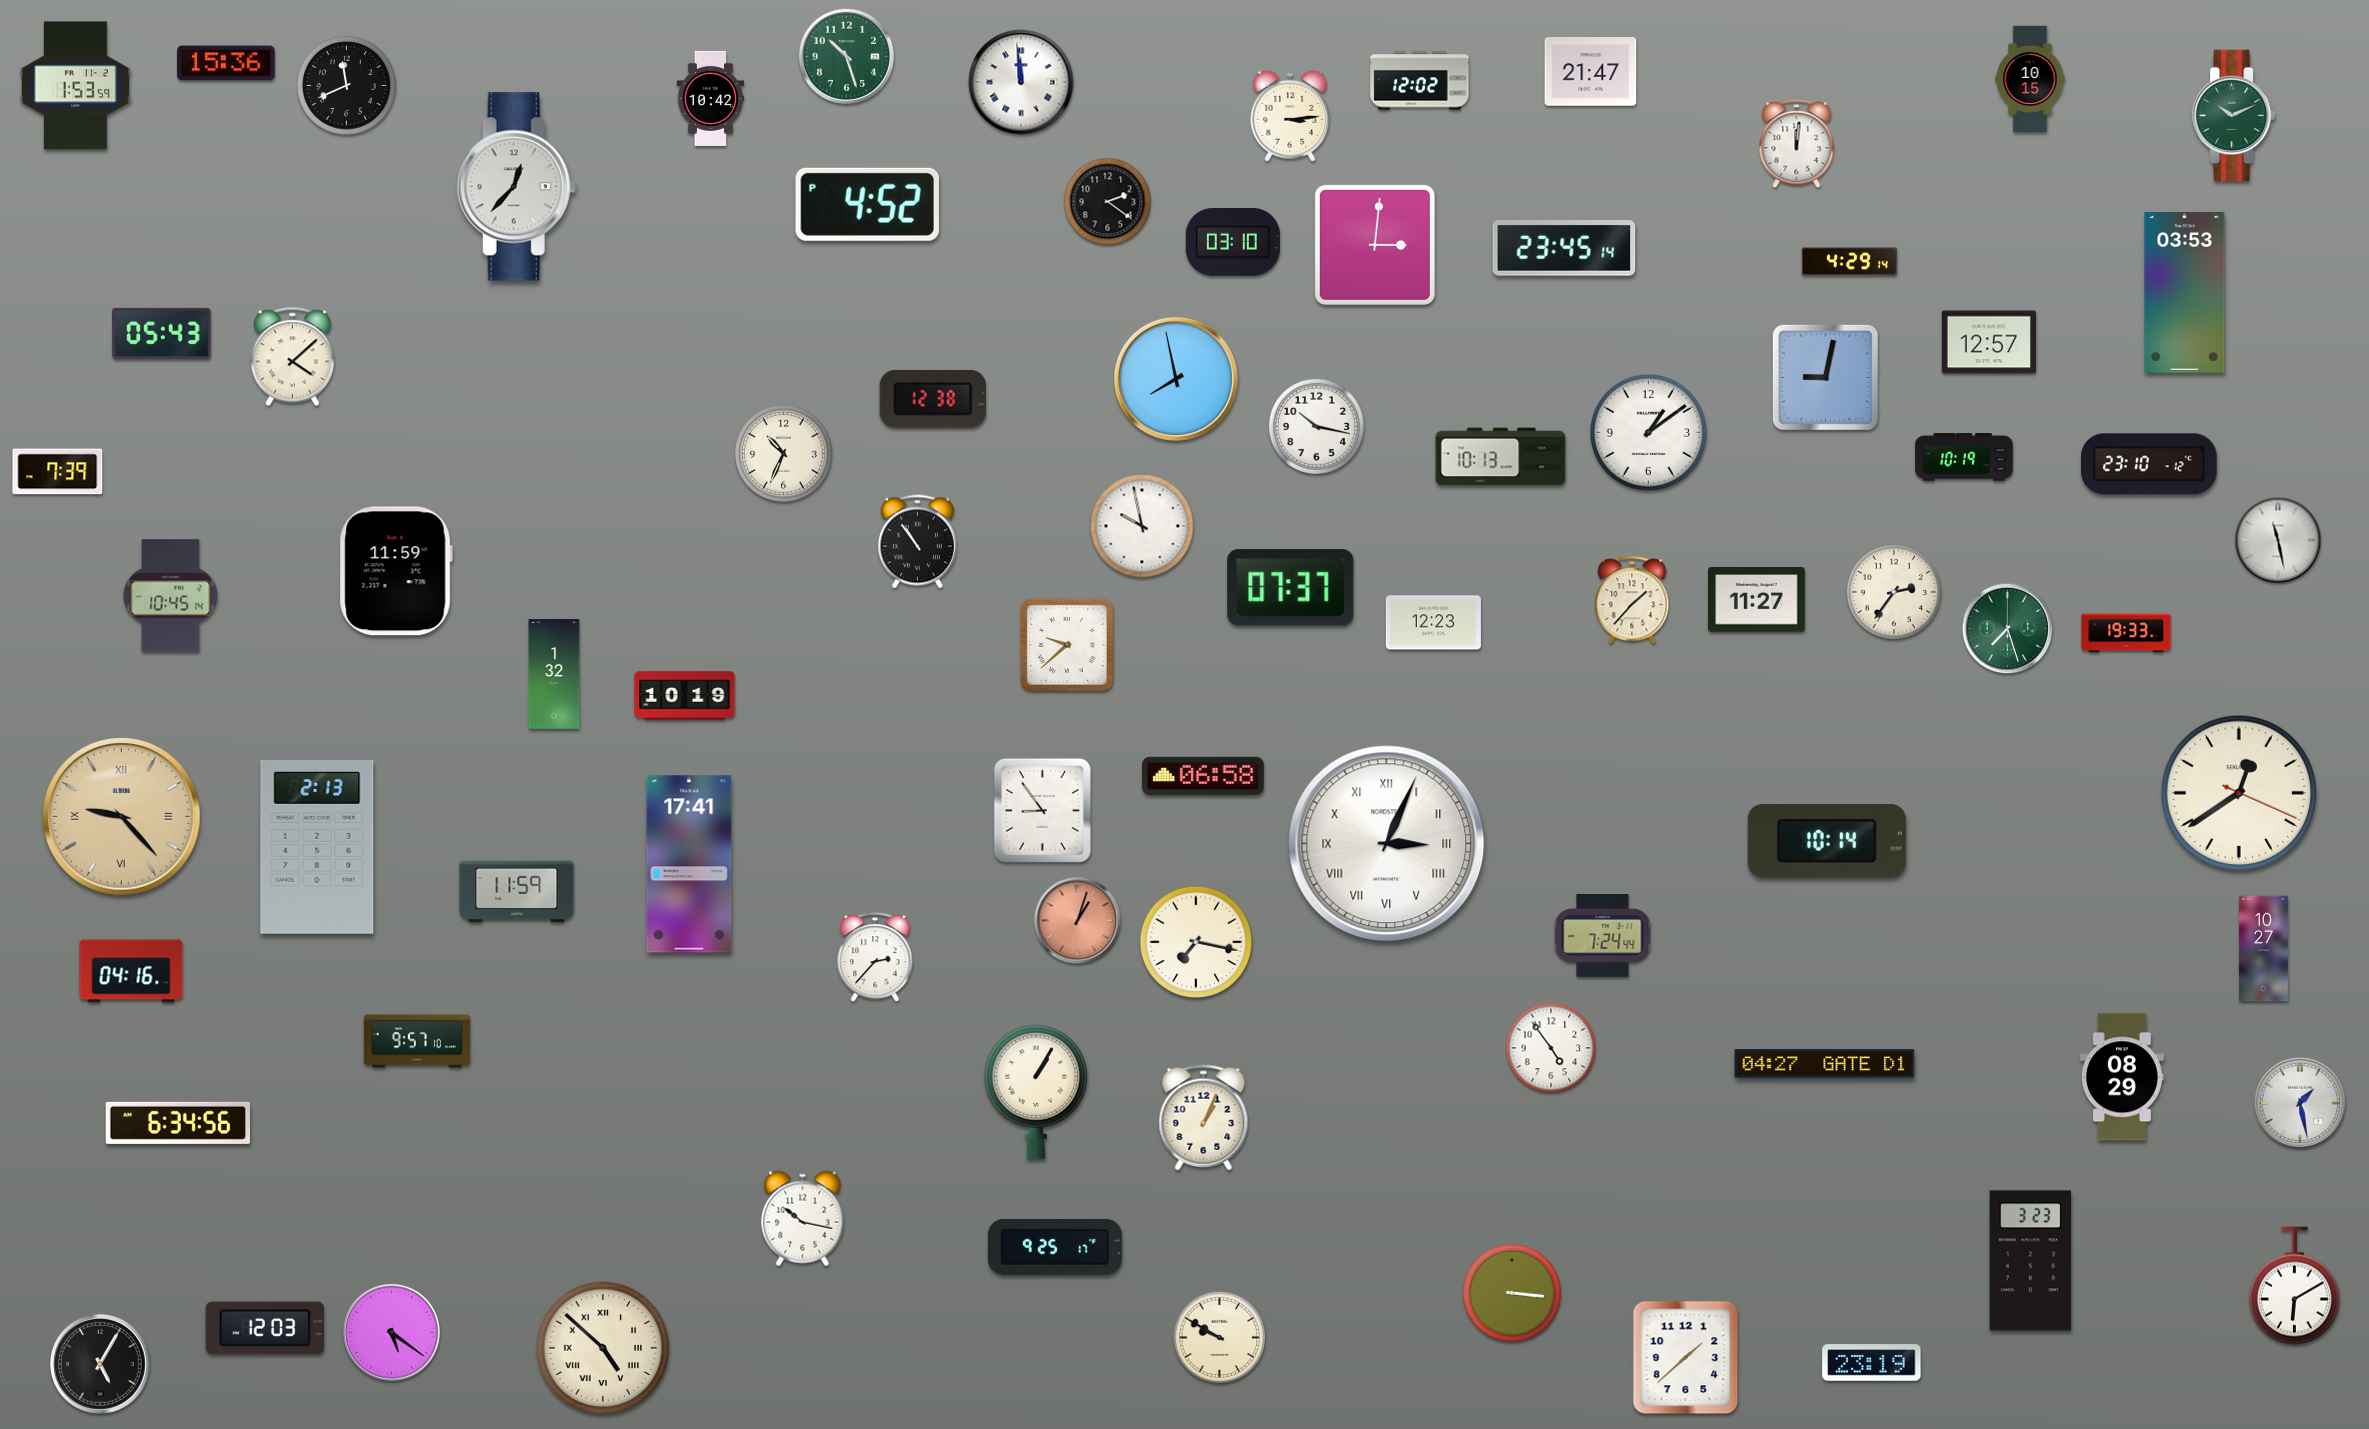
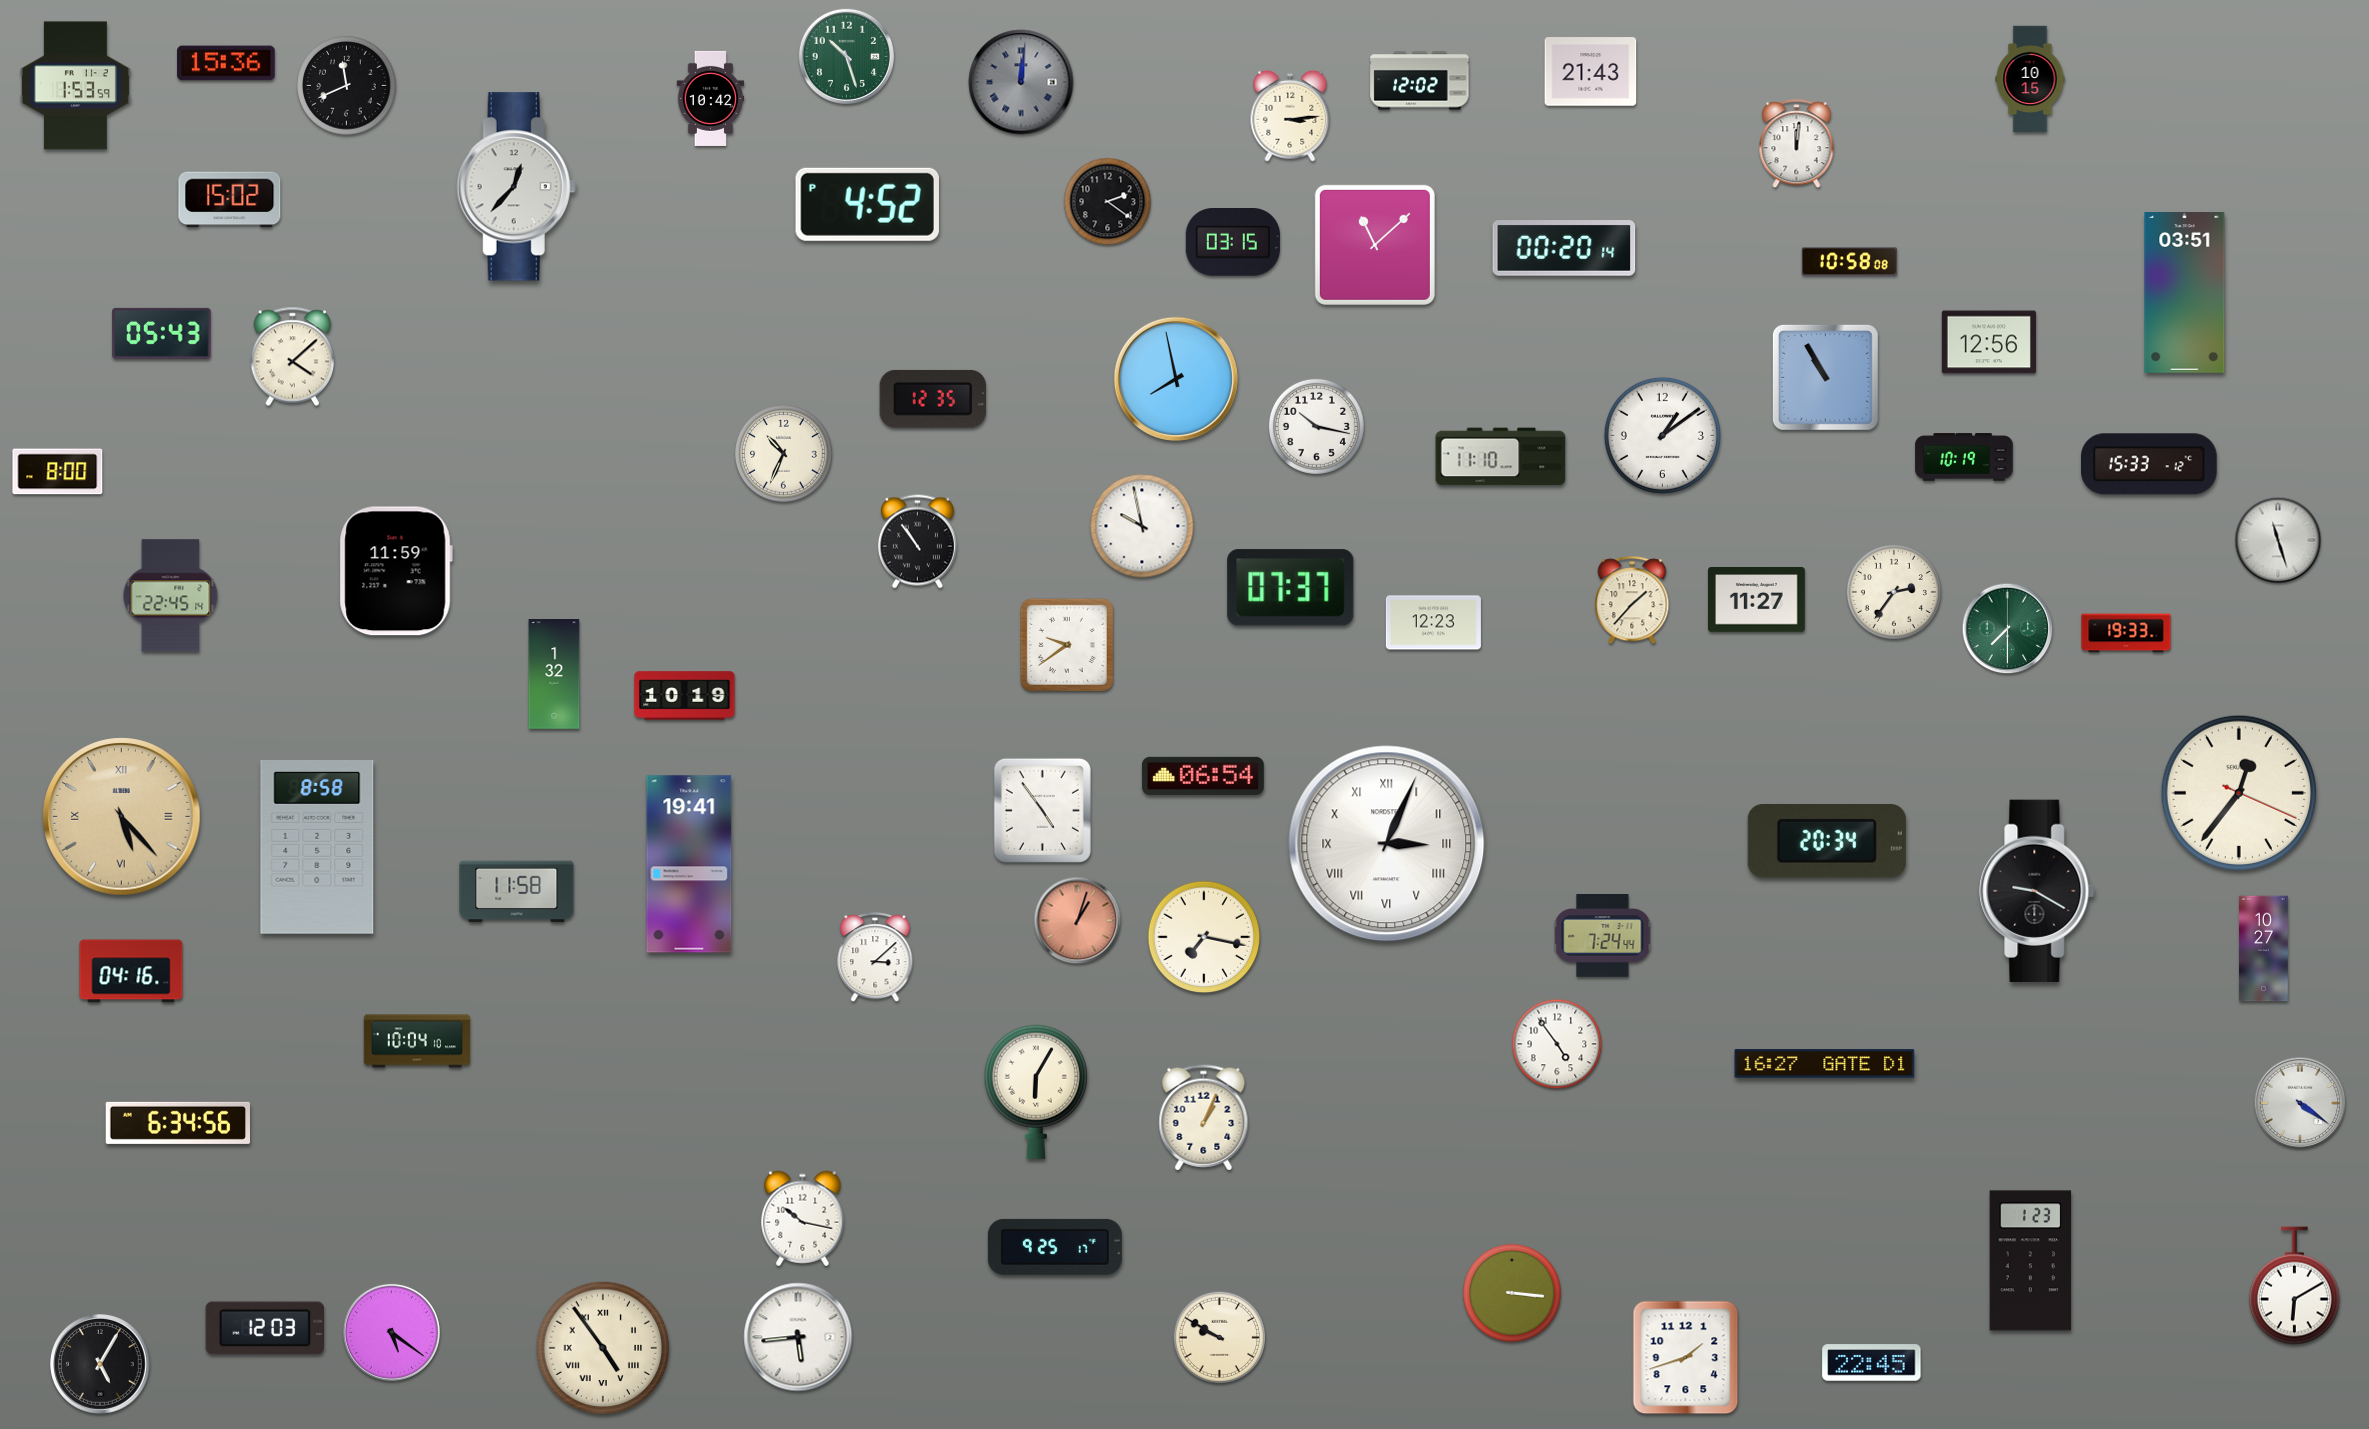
clock at (1591, 72): 21:47 -> 21:43
clock at (1021, 82): 11:59 -> 12:01
clock at (1021, 82) dial: white -> grey
clock at (2234, 116): 10:11 -> none
clock at (230, 200): none -> 15:02
clock at (1233, 243): 03:10 -> 03:15
clock at (1375, 245): 3:01 -> 11:08
clock at (1564, 248): 23:45 -> 00:20
clock at (1849, 262): 4:29 -> 10:58
clock at (2185, 293): 03:53 -> 03:51
clock at (1988, 342): 12:57 -> 12:56
clock at (1825, 377): 9:02 -> 10:55
clock at (933, 399): 12:38 -> 12:35
clock at (1648, 432) position: (1648, 432) -> (1662, 435)
clock at (1501, 457): 10:13 -> 11:10
clock at (2150, 464): 23:10 -> 15:33
clock at (58, 472): 7:39 -> 8:00
clock at (2278, 540): 11:28 -> 11:27
clock at (171, 596): 10:45 -> 22:45
clock at (2008, 629): 7:27 -> 7:30
clock at (1067, 645): 9:38 -> 9:39
clock at (1203, 776): 06:58 -> 06:54
clock at (2239, 793): 12:39 -> 12:36
clock at (1042, 810): 8:54 -> 4:54
clock at (122, 817): 9:23 -> 5:23
clock at (1827, 842): 10:14 -> 20:34
clock at (317, 848): 2:13 -> 8:58
clock at (689, 864): 17:41 -> 19:41
clock at (2037, 891): none -> 9:20
clock at (517, 892): 11:59 -> 11:58
clock at (1196, 942) position: (1196, 942) -> (1204, 937)
clock at (875, 958): 2:37 -> 3:08
clock at (417, 1041): 9:57 -> 10:04
clock at (1551, 1048) position: (1551, 1048) -> (1557, 1044)
clock at (1825, 1064): 04:27 -> 16:27
clock at (2122, 1077): 08:29 -> none
clock at (1036, 1092): 1:05 -> 6:05
clock at (2300, 1103): 1:28 -> 4:21
clock at (2031, 1261): 3:23 -> 1:23
clock at (798, 1337): none -> 5:44
clock at (603, 1348): 4:52 -> 4:54
clock at (1686, 1358): 1:38 -> 1:42
clock at (1872, 1363): 23:19 -> 22:45
